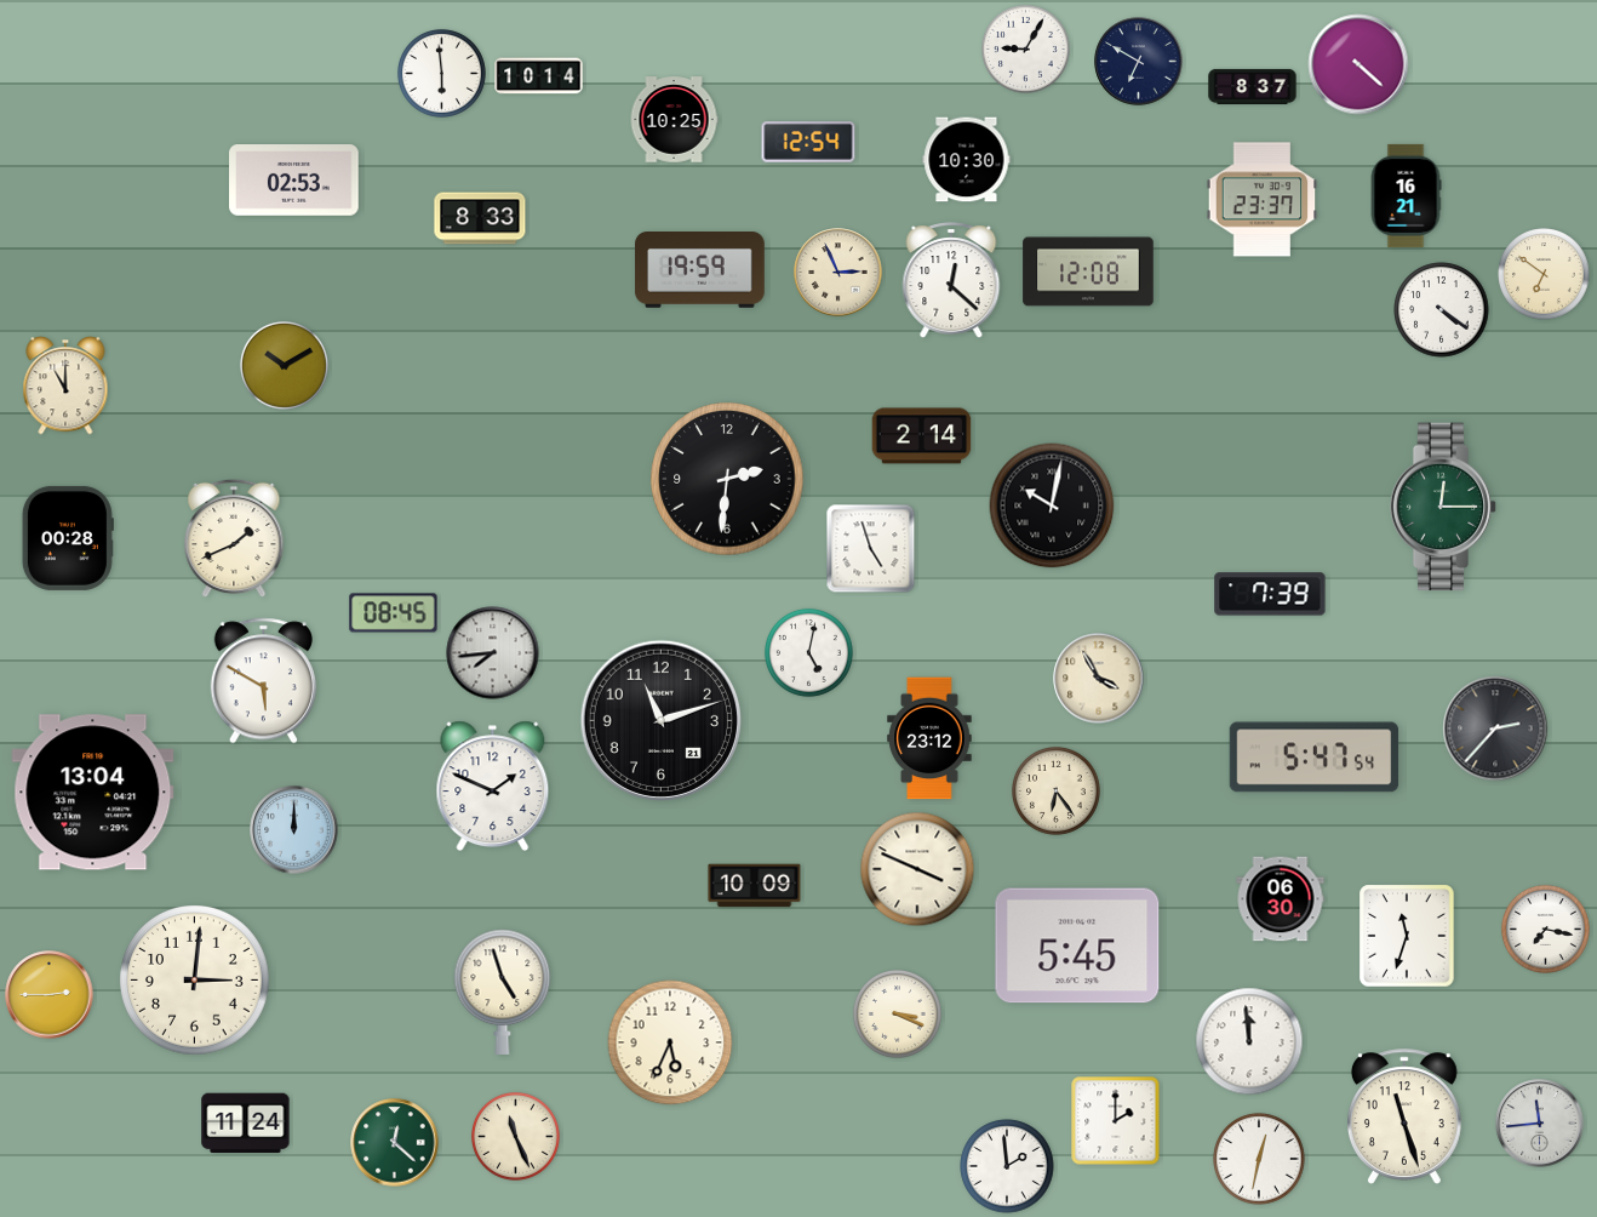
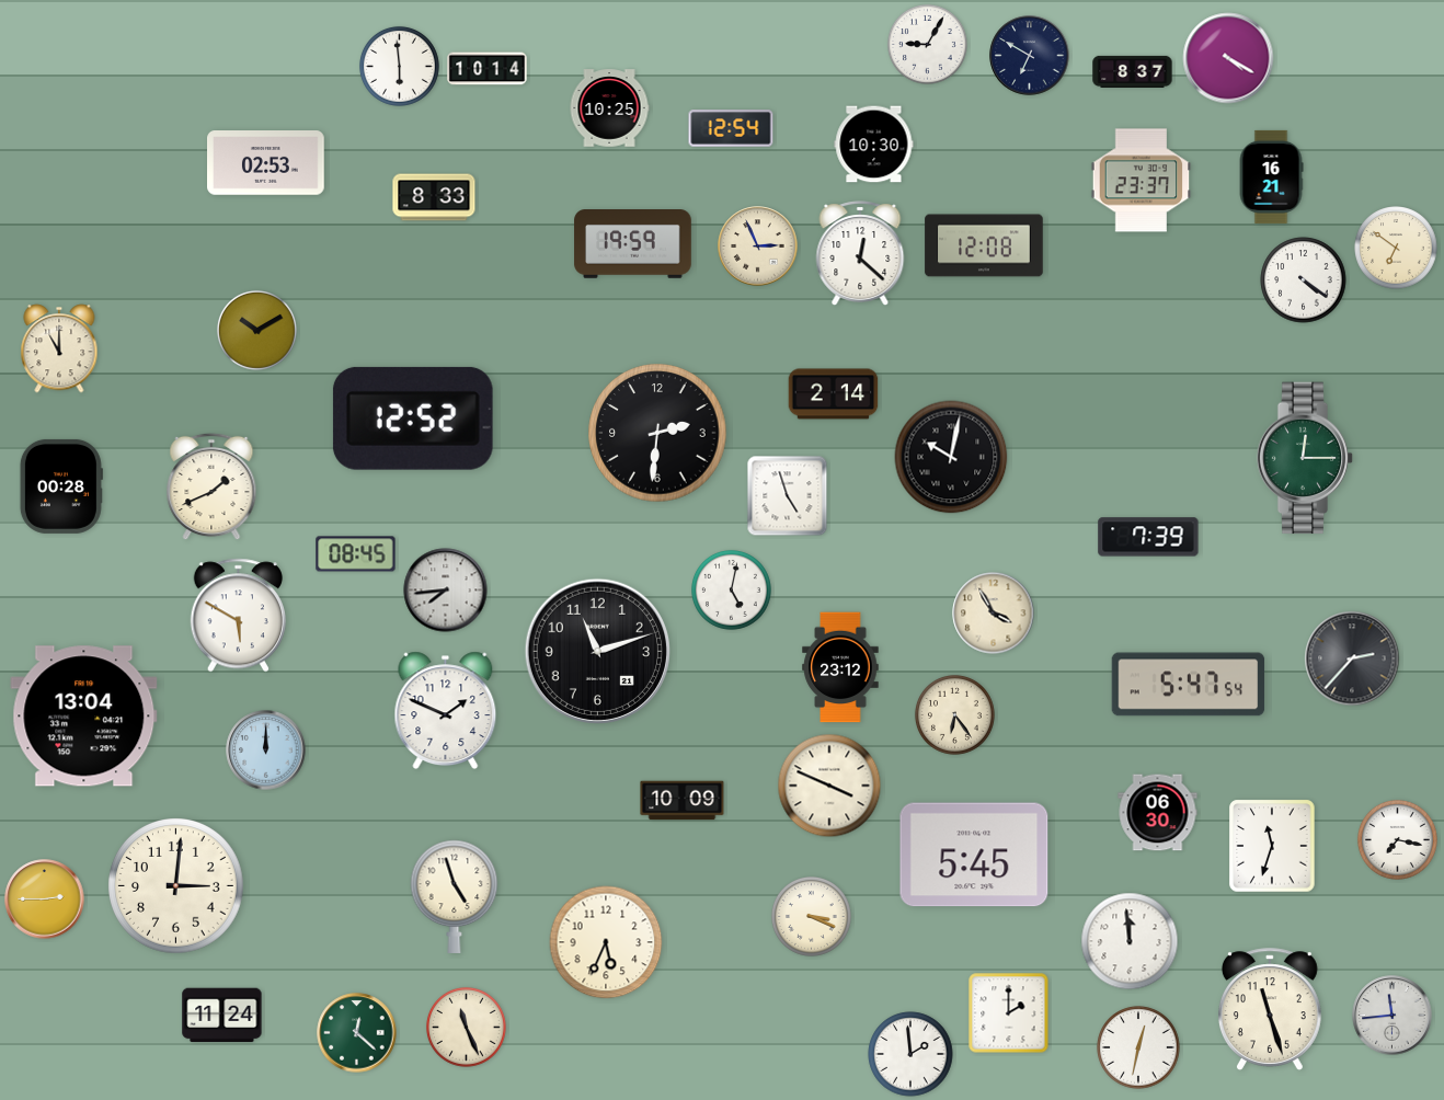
clock at (1358, 64): 4:22 -> 4:20
clock at (1253, 86) position: (1253, 86) -> (1133, 71)
clock at (413, 419): none -> 12:52
